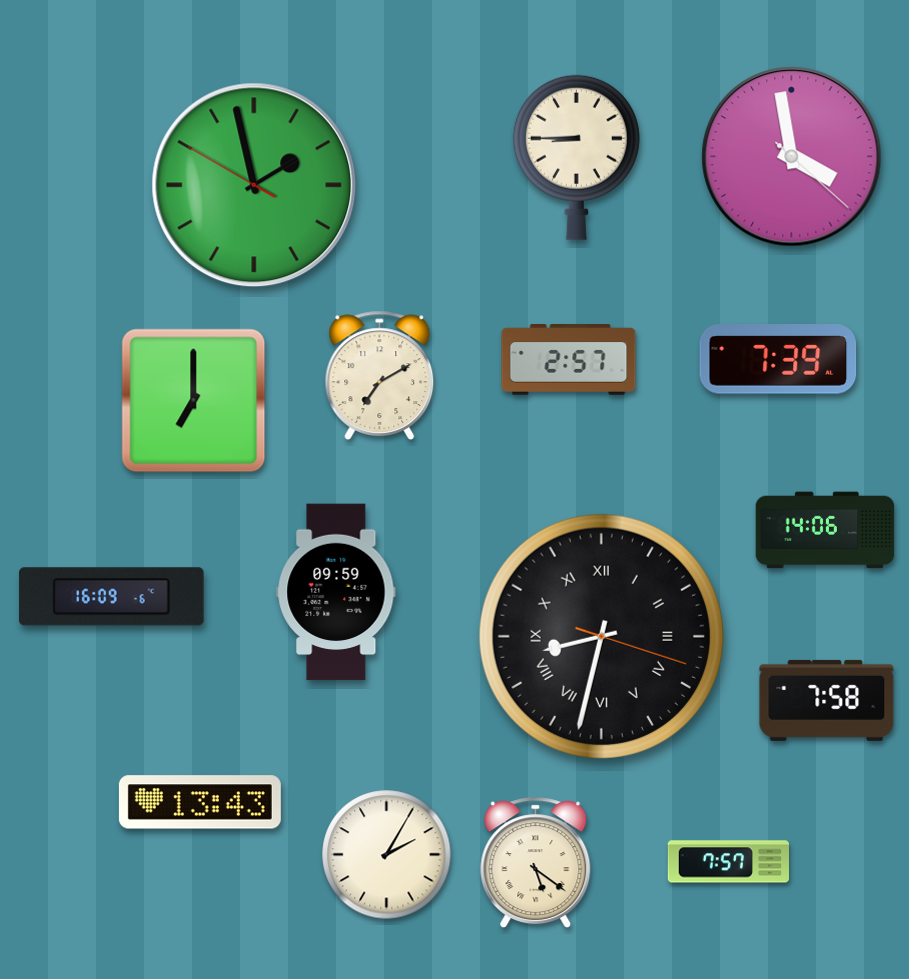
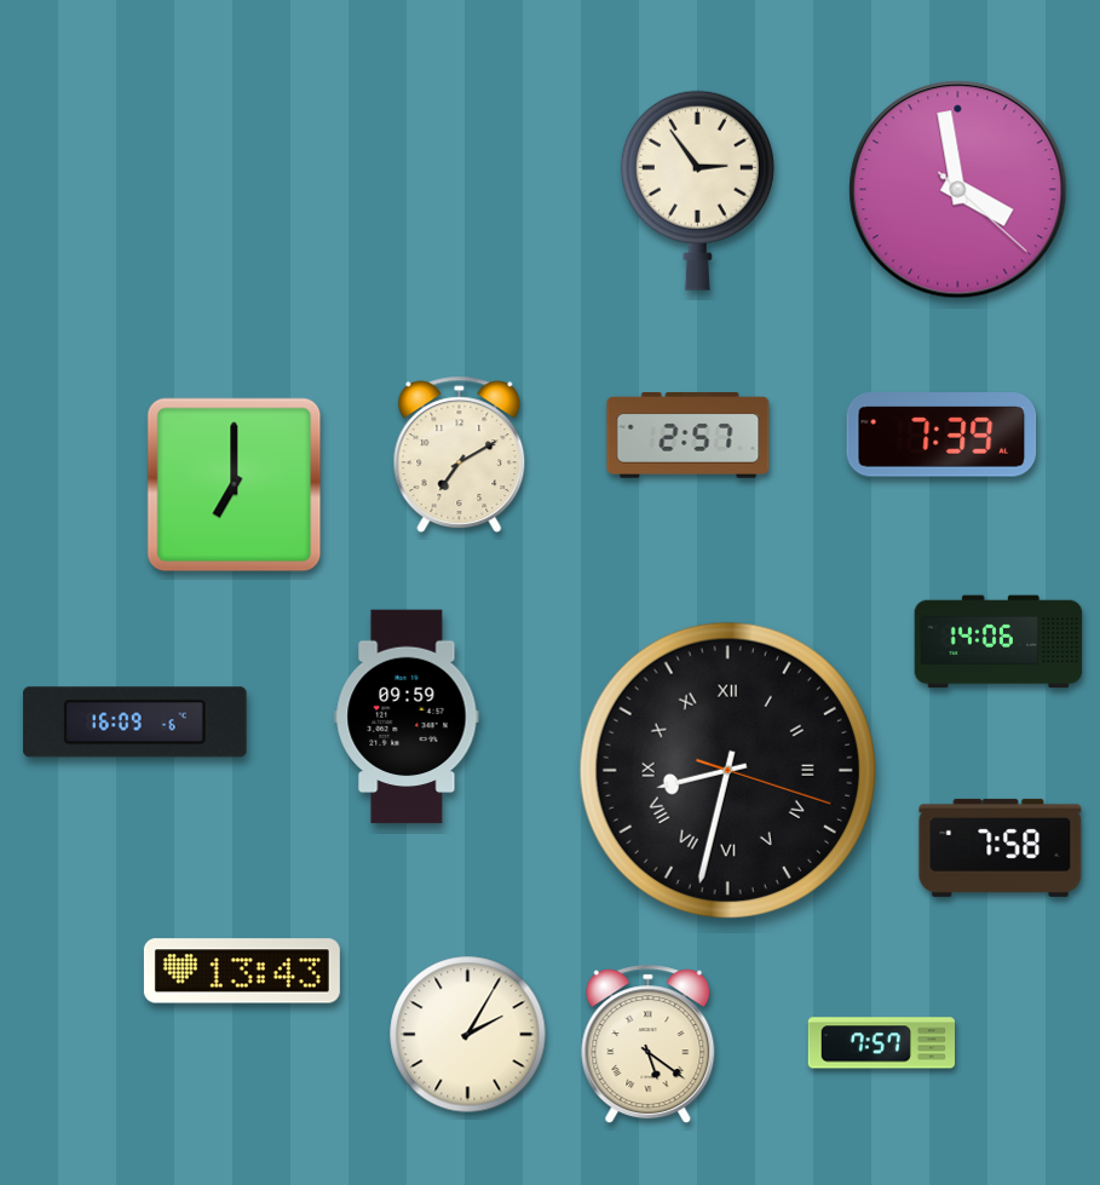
clock at (576, 157): 8:45 -> 2:54
clock at (254, 185): 1:57 -> none
